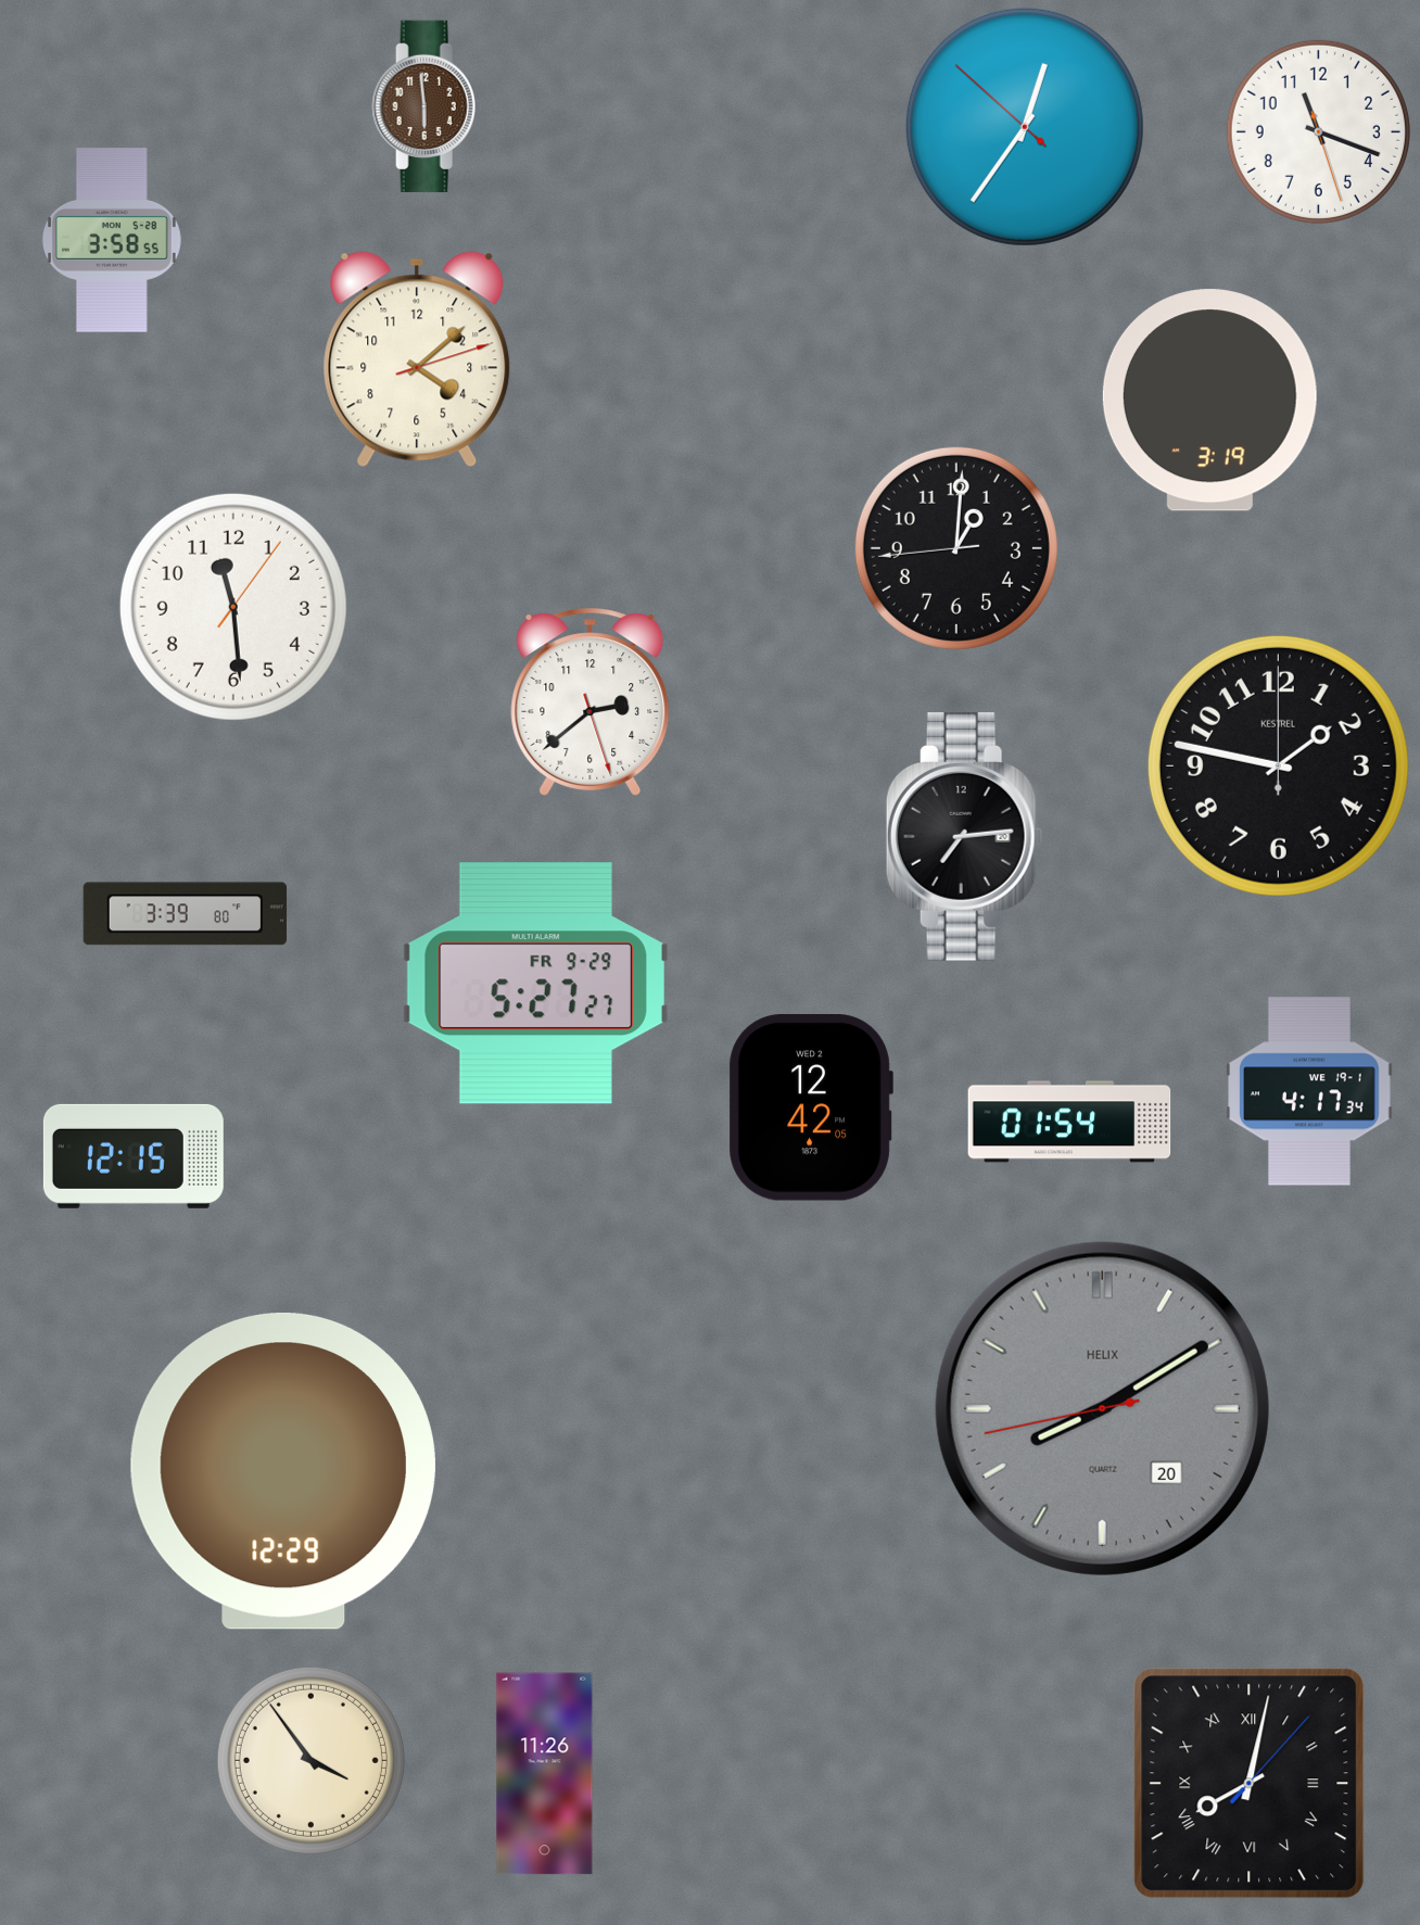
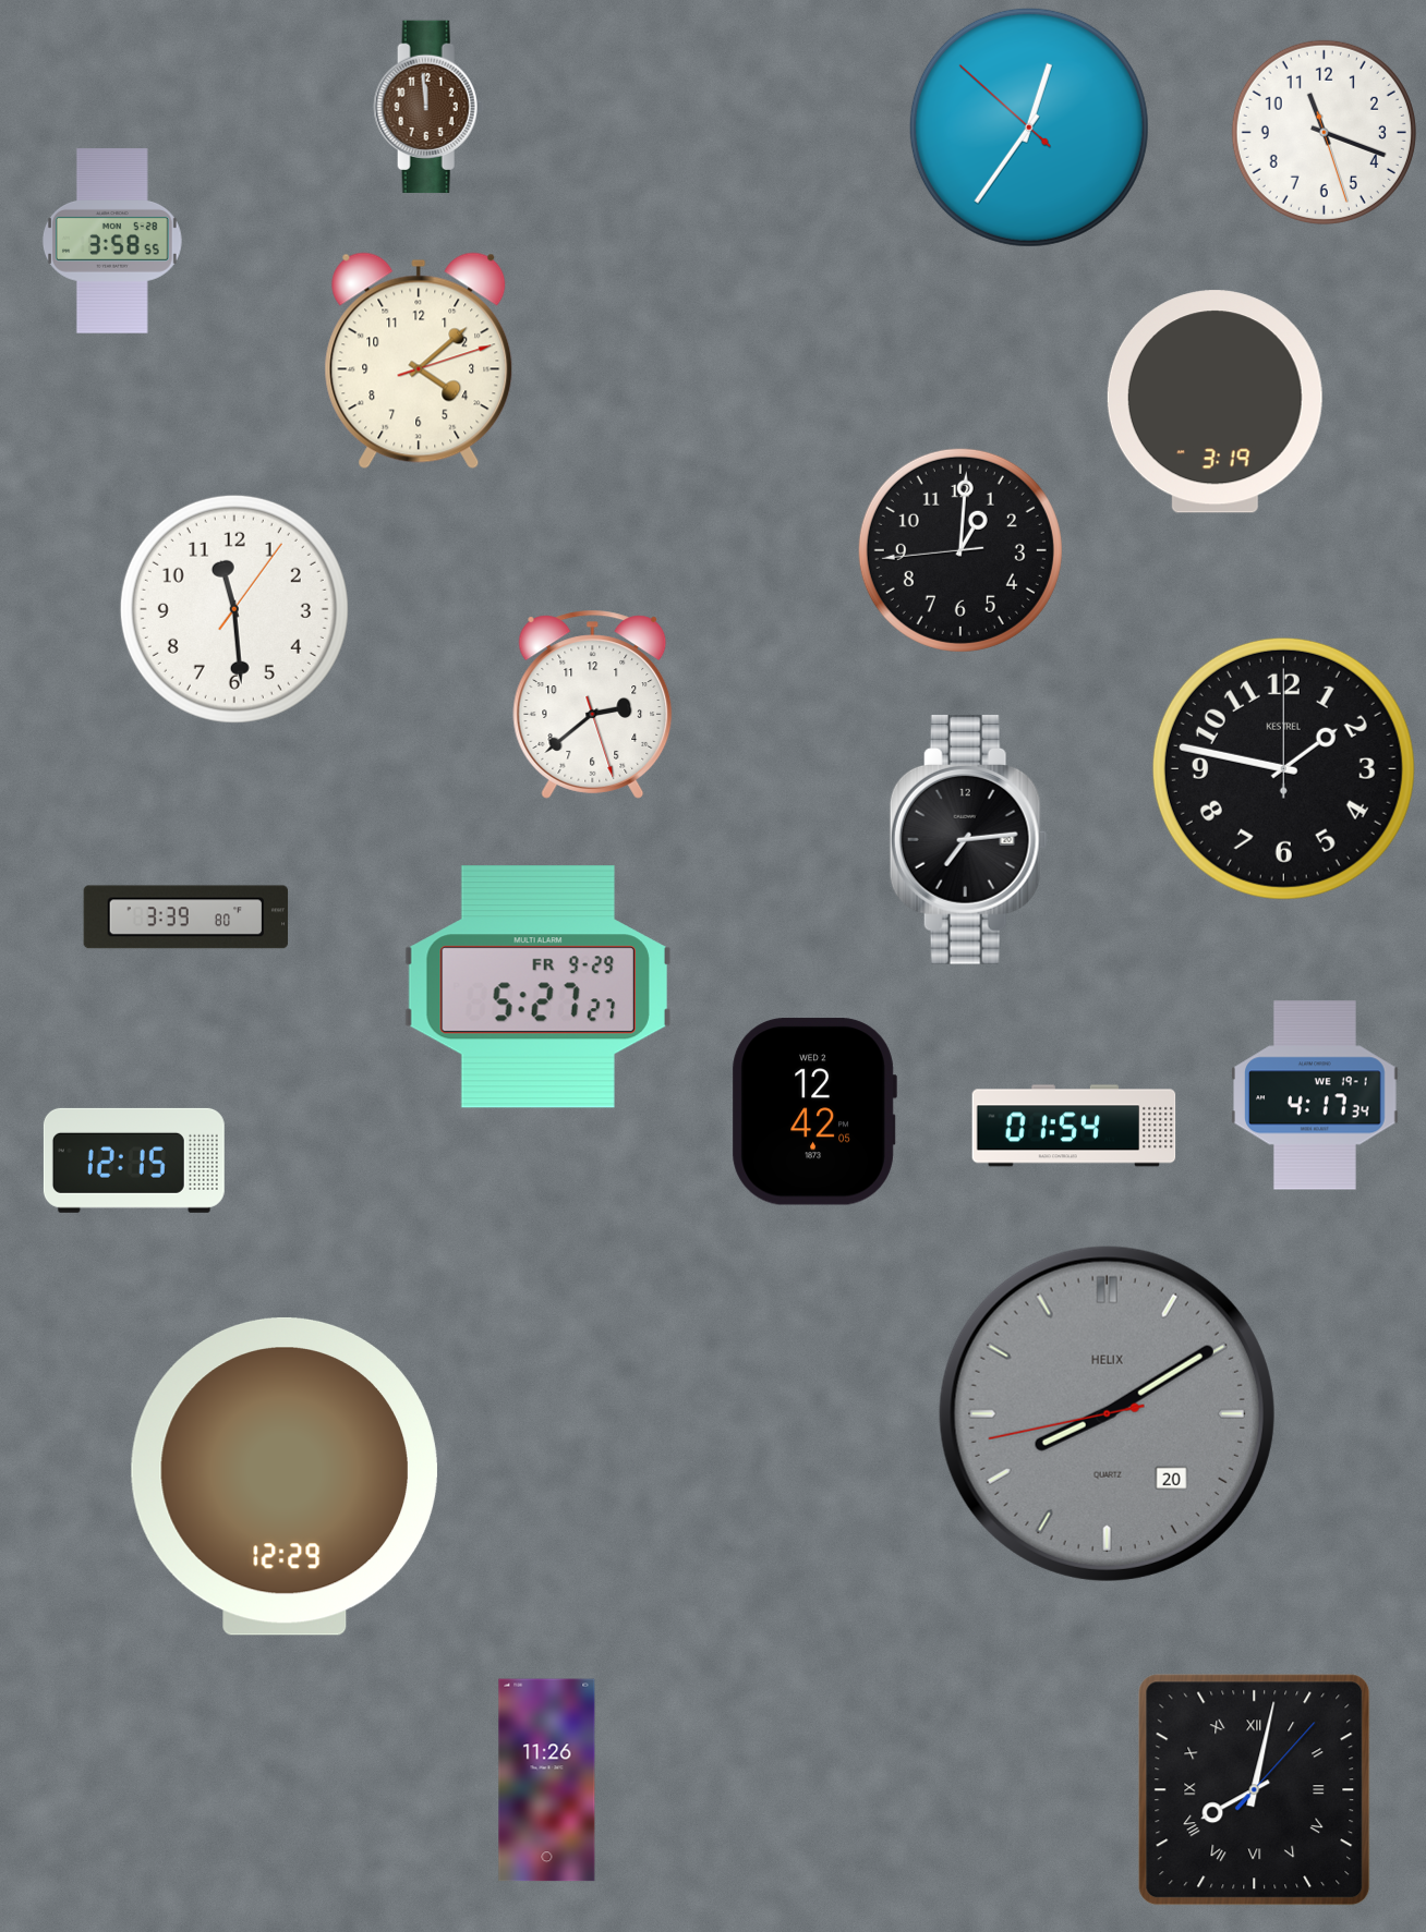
clock at (427, 106): 5:59 -> 11:59
clock at (310, 1760): 3:54 -> none
